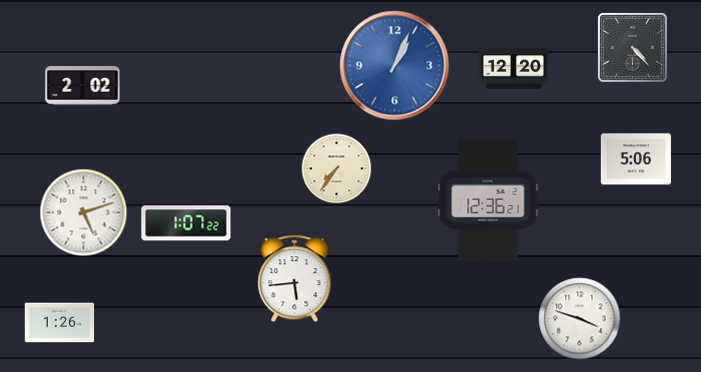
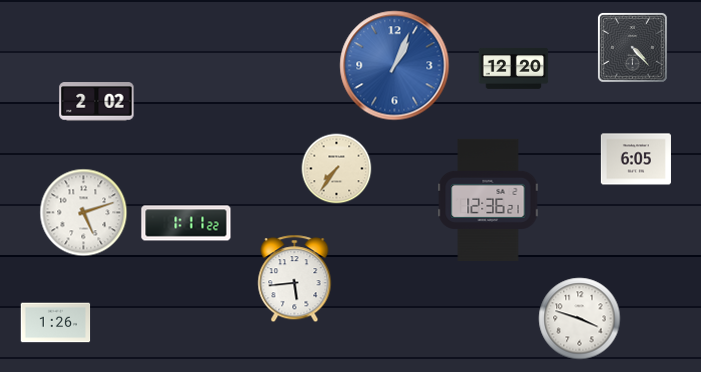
clock at (83, 86) position: (83, 86) -> (97, 102)
clock at (635, 159): 5:06 -> 6:05
clock at (186, 223): 1:07 -> 1:11
clock at (60, 323) position: (60, 323) -> (56, 323)
